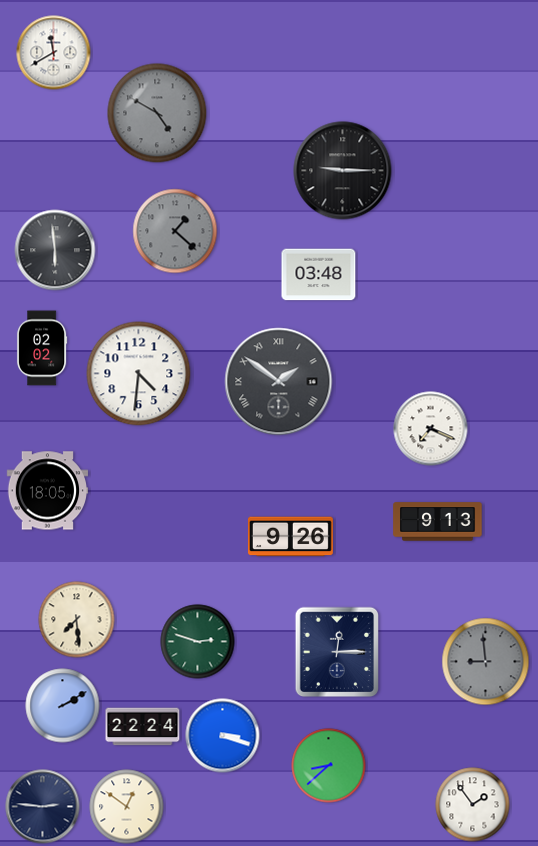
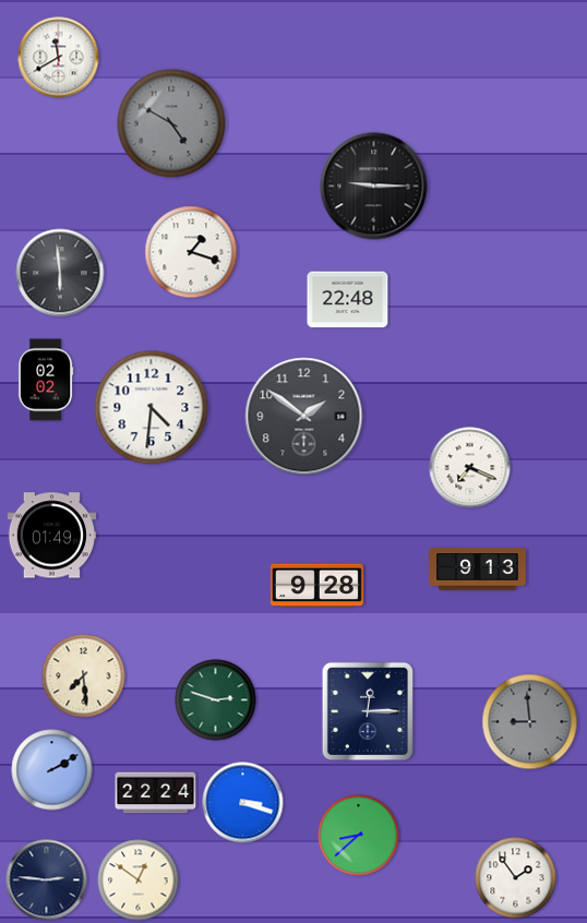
clock at (175, 231): 1:22 -> 1:18
clock at (175, 231) dial: grey -> white
clock at (319, 275): 03:48 -> 22:48
clock at (279, 382) numerals: Roman -> Arabic
clock at (48, 491): 18:05 -> 01:49
clock at (290, 537): 9:26 -> 9:28
clock at (63, 706) position: (63, 706) -> (52, 770)
